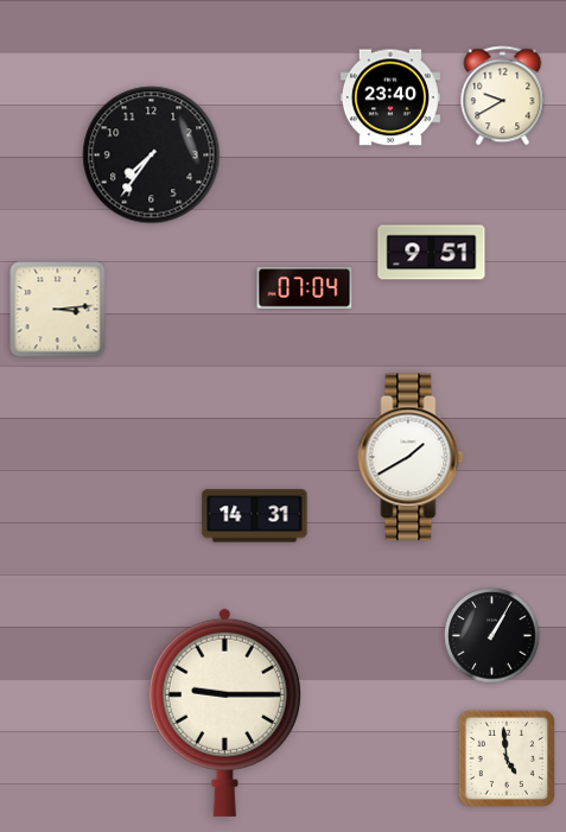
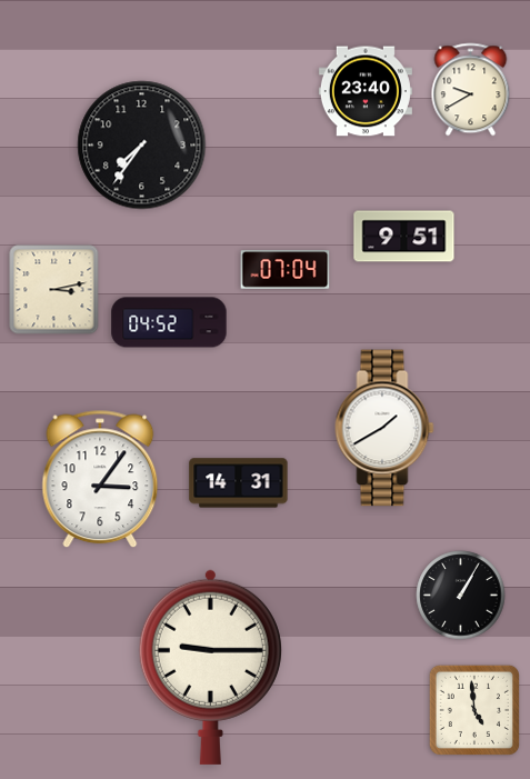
clock at (58, 310): 3:14 -> 3:13
clock at (169, 322): none -> 04:52
clock at (100, 479): none -> 3:06
